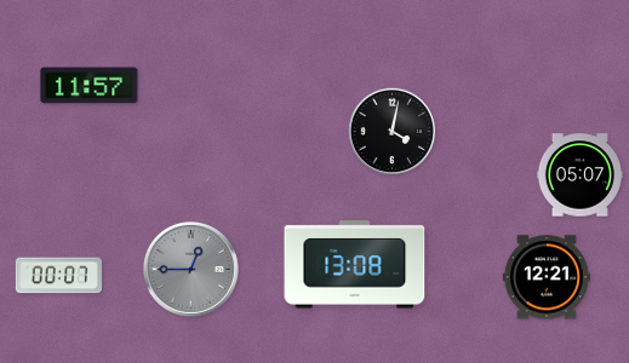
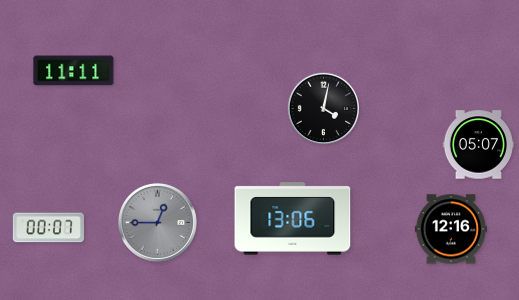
clock at (90, 86): 11:57 -> 11:11
clock at (355, 265): 13:08 -> 13:06
clock at (547, 277): 12:21 -> 12:16
